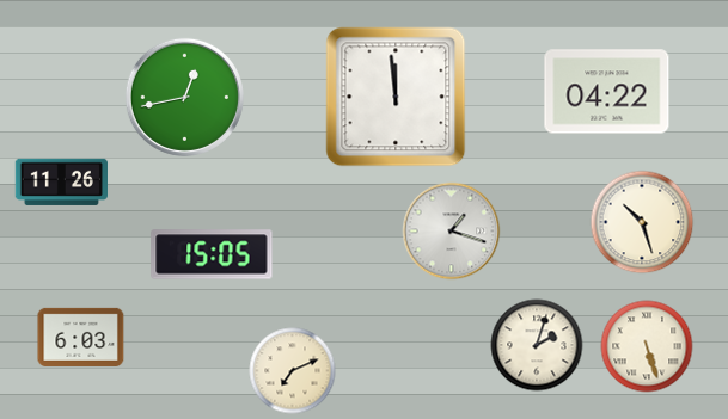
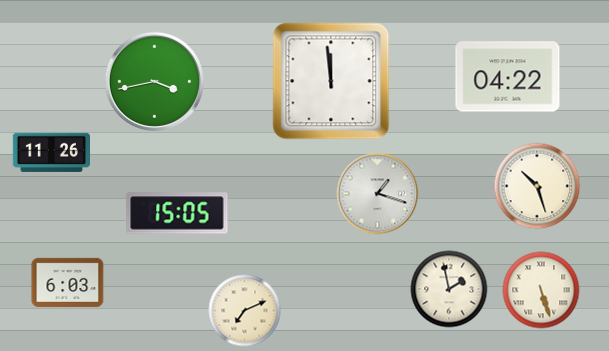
clock at (184, 97): 12:43 -> 3:43
clock at (537, 345): 2:03 -> 1:58
